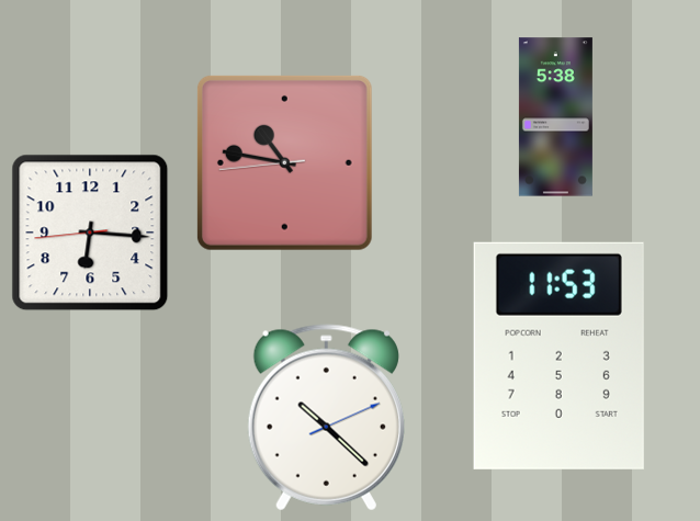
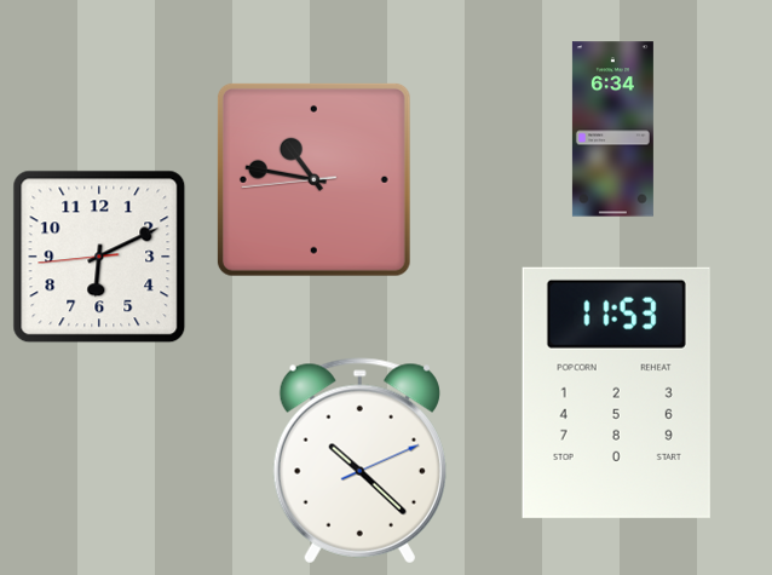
clock at (555, 117): 5:38 -> 6:34
clock at (90, 233): 6:15 -> 6:10
